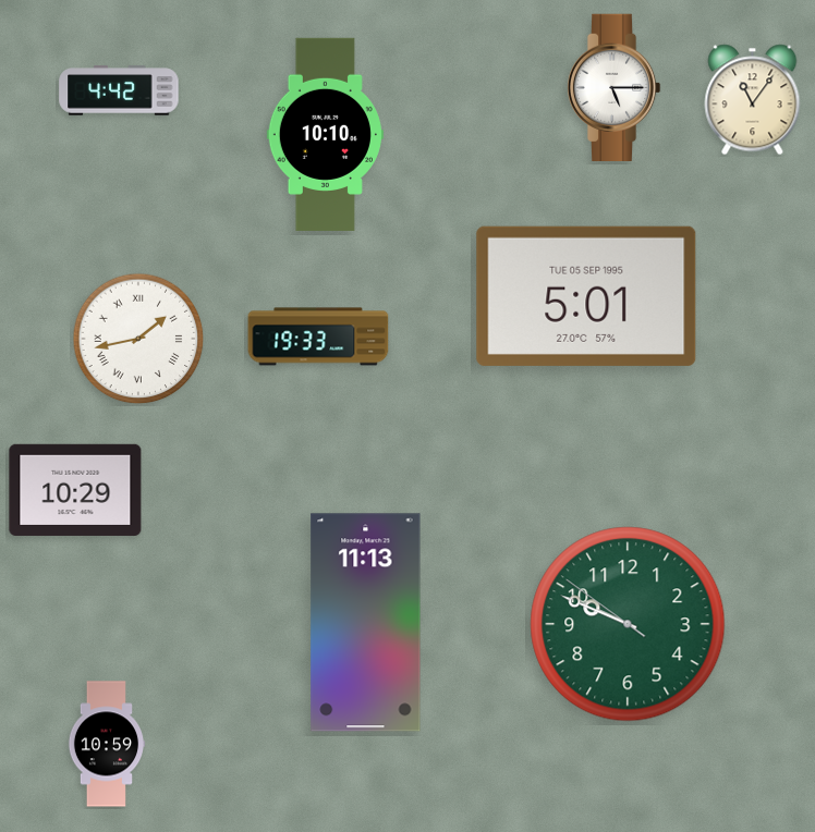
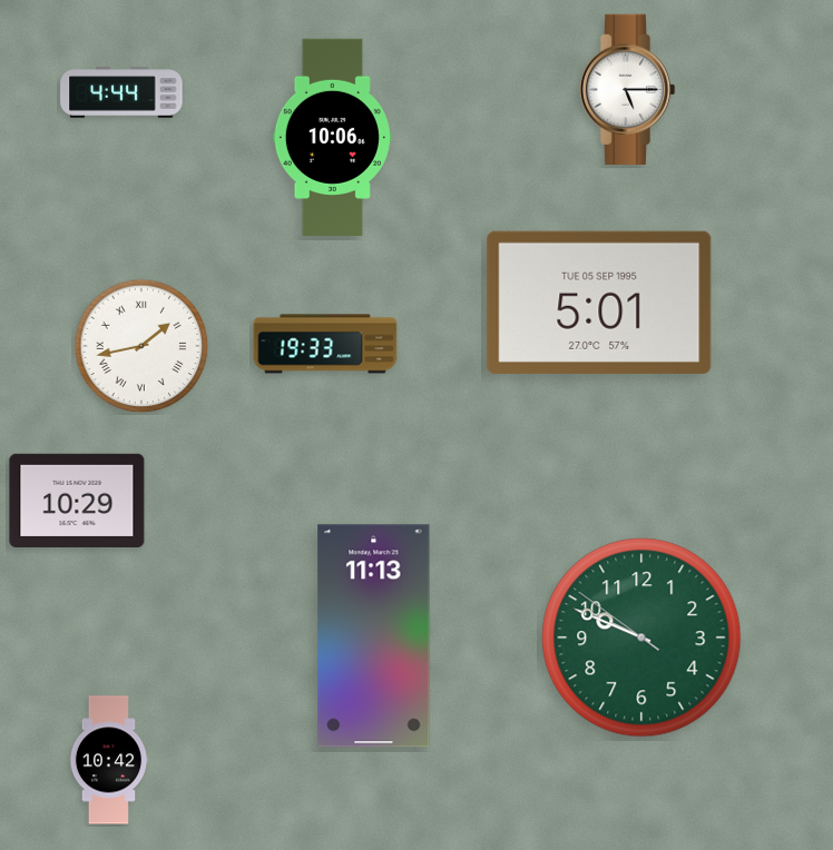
clock at (119, 90): 4:42 -> 4:44
clock at (753, 100): 11:06 -> none
clock at (325, 134): 10:10 -> 10:06
clock at (107, 744): 10:59 -> 10:42
